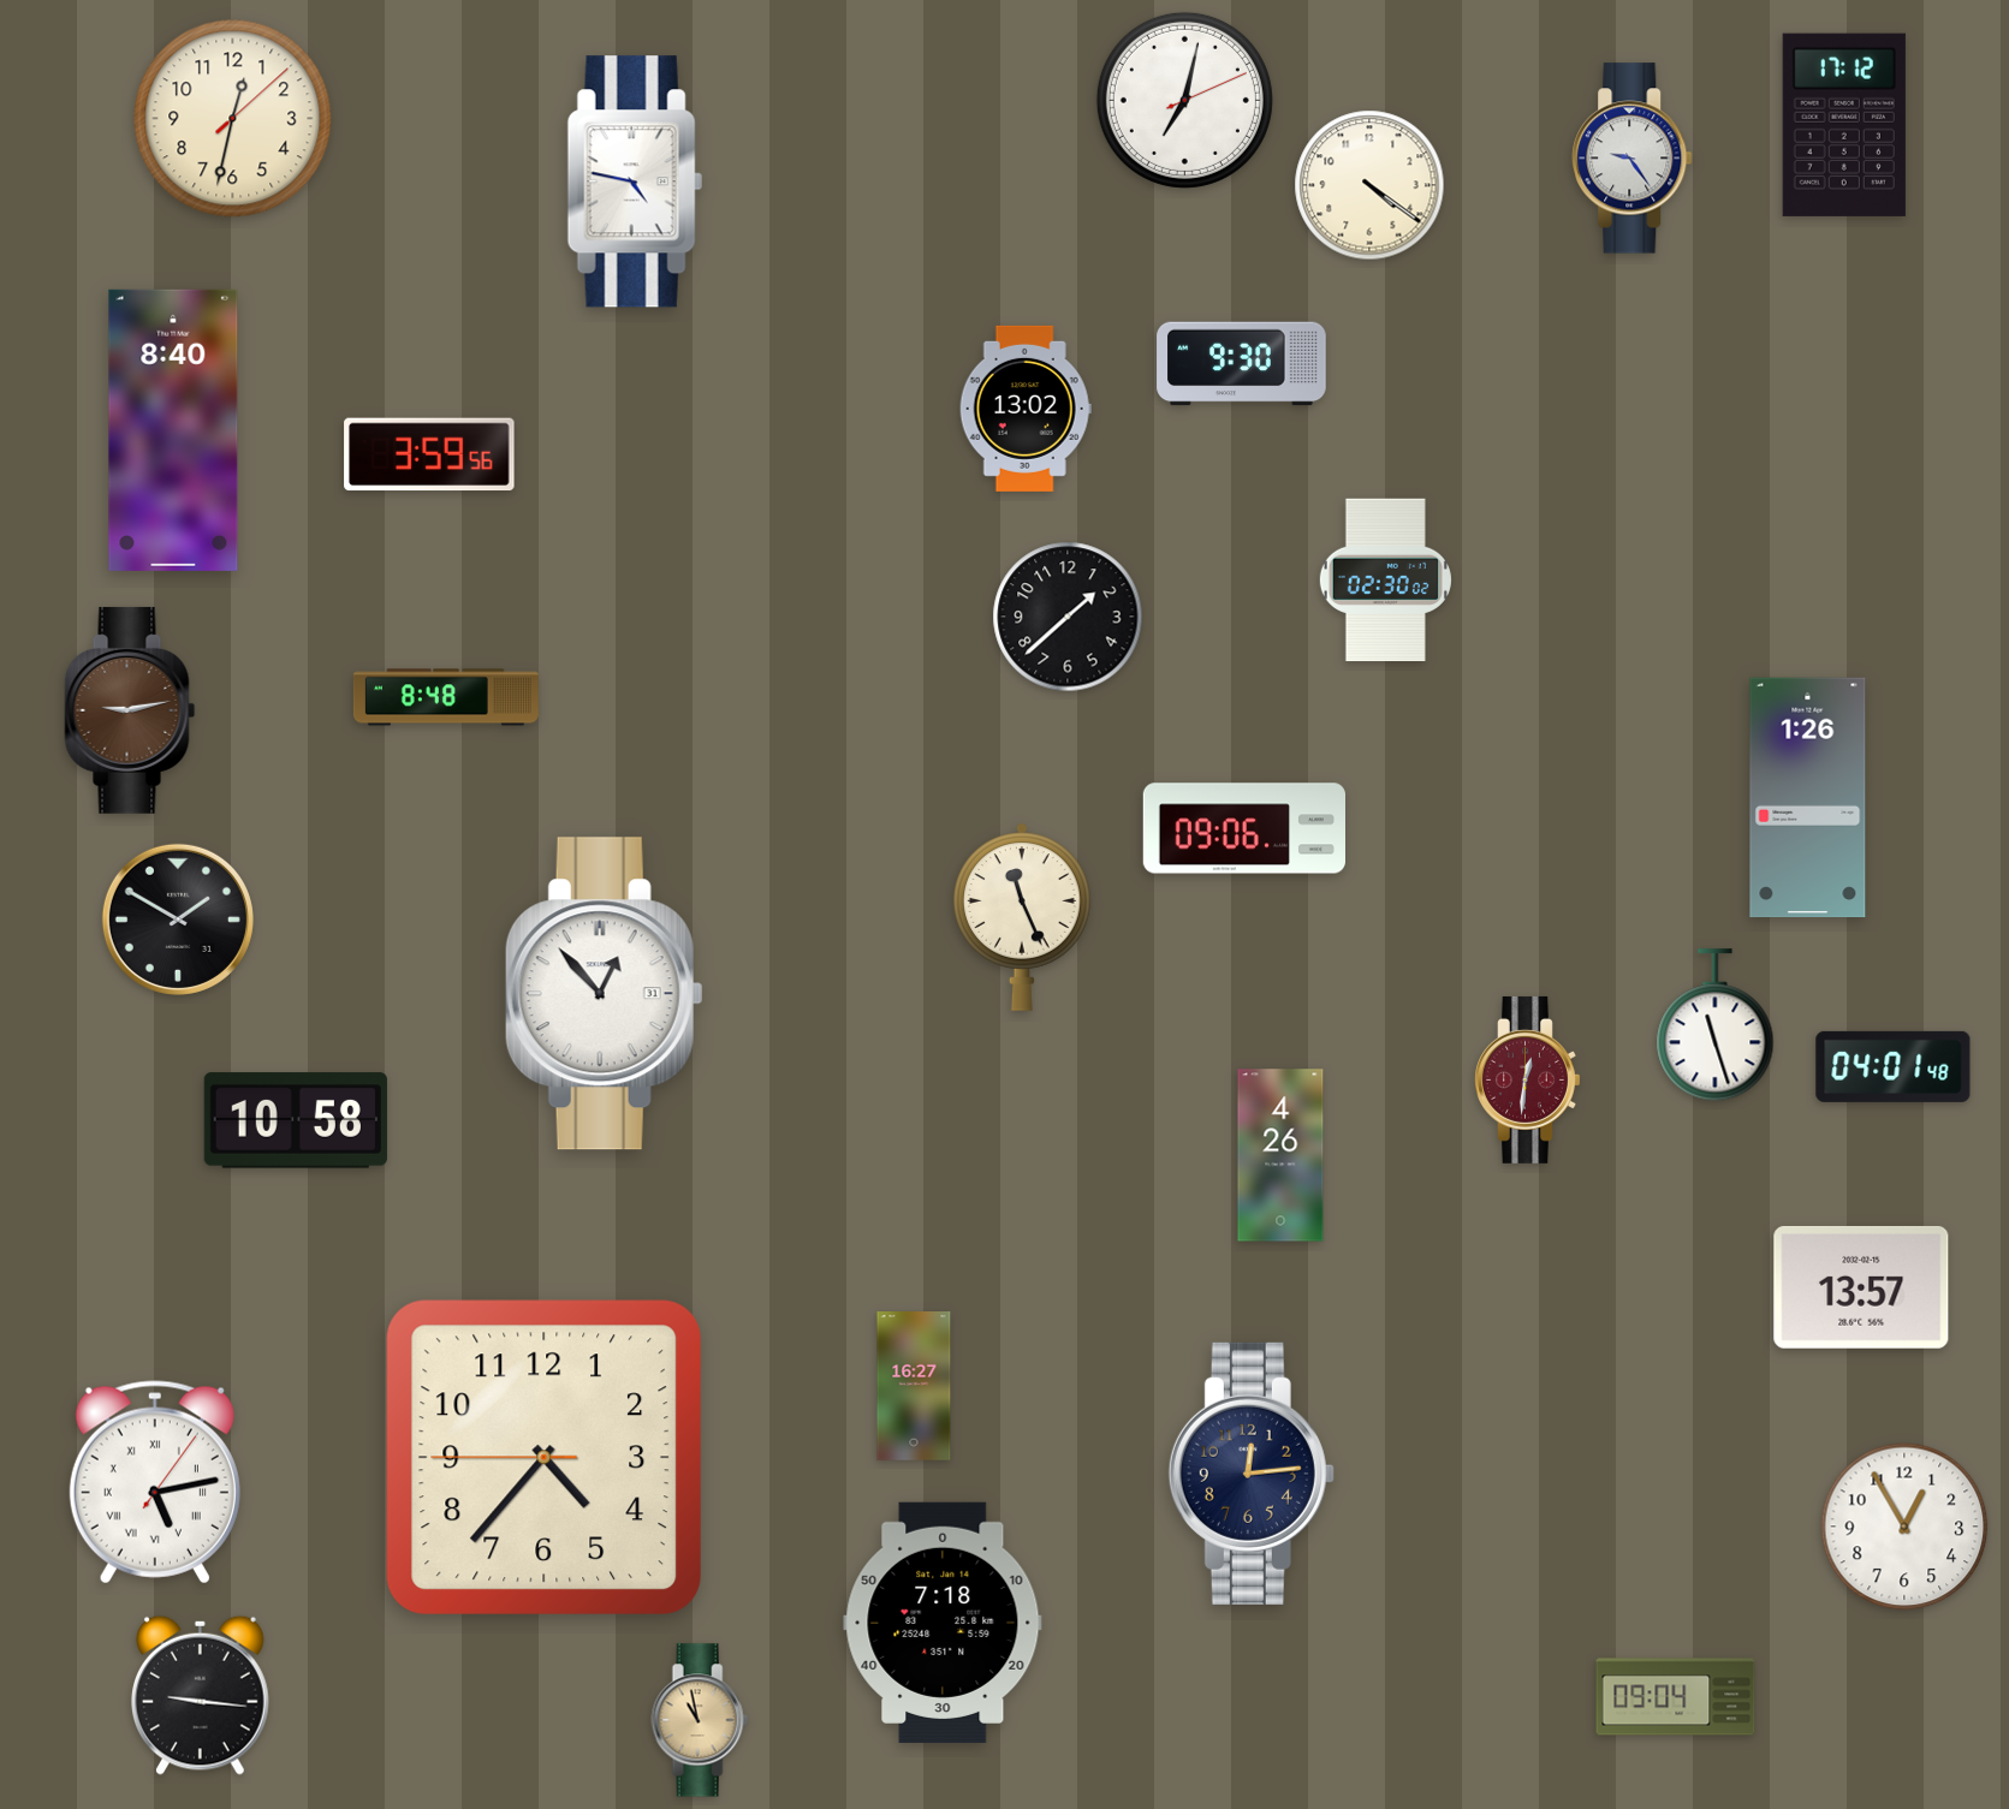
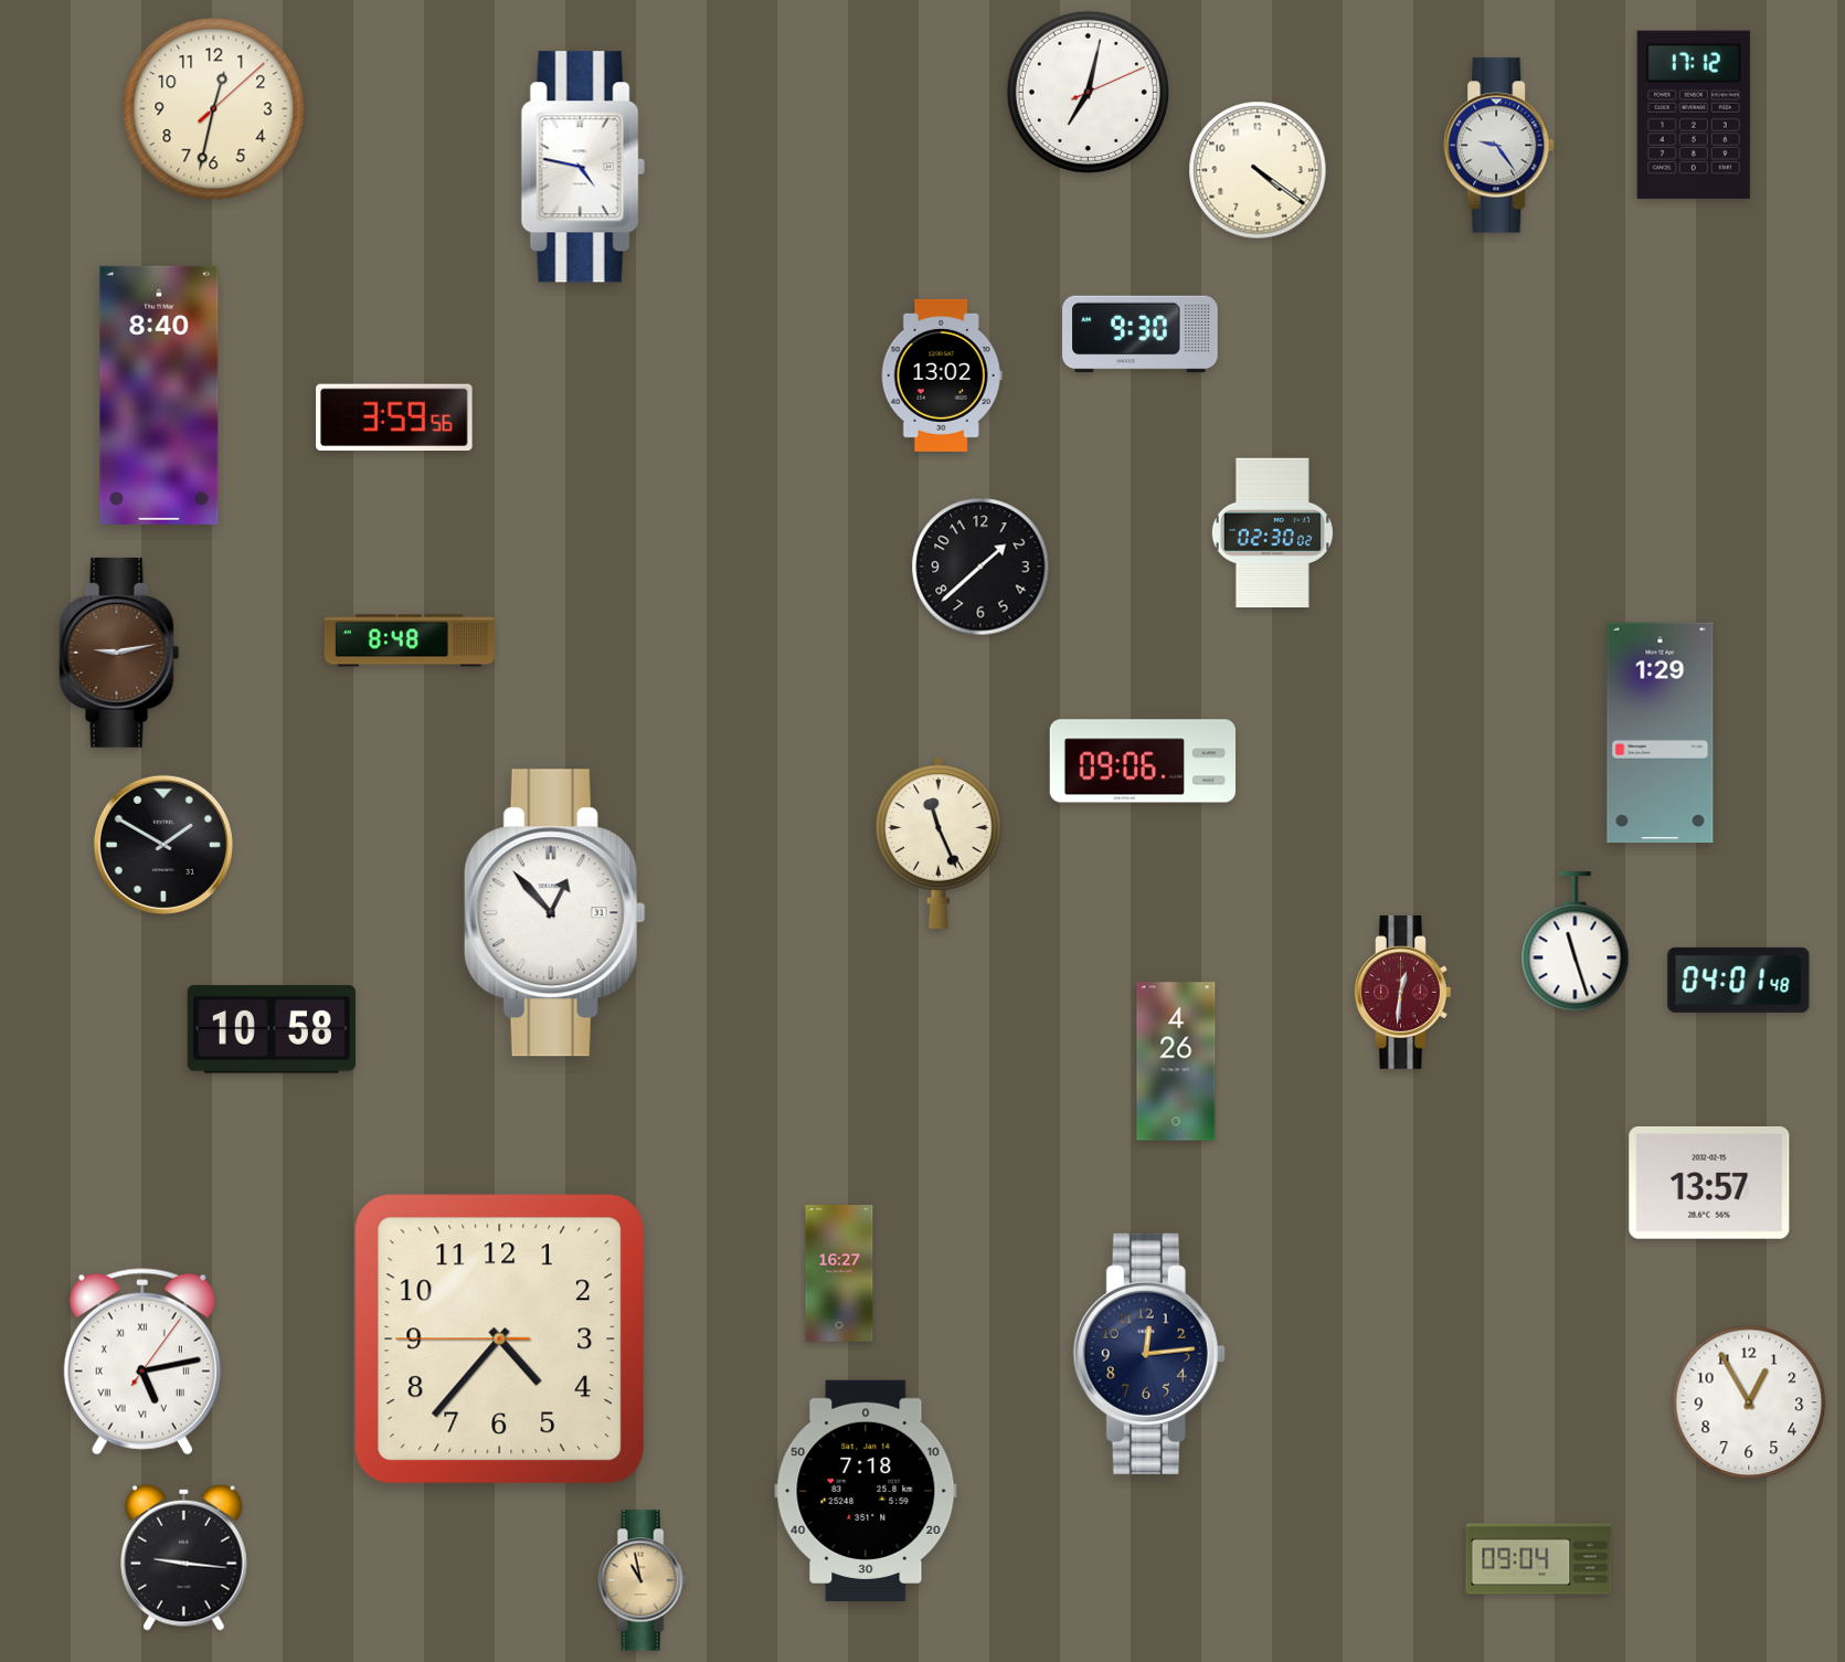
clock at (1808, 798): 1:26 -> 1:29
